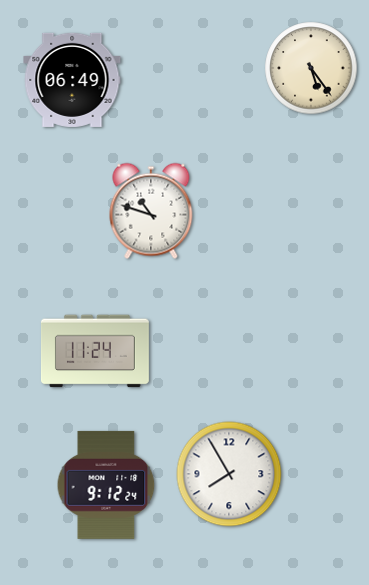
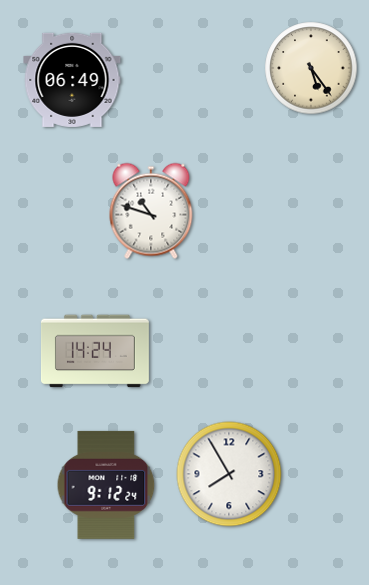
clock at (95, 351): 11:24 -> 14:24
